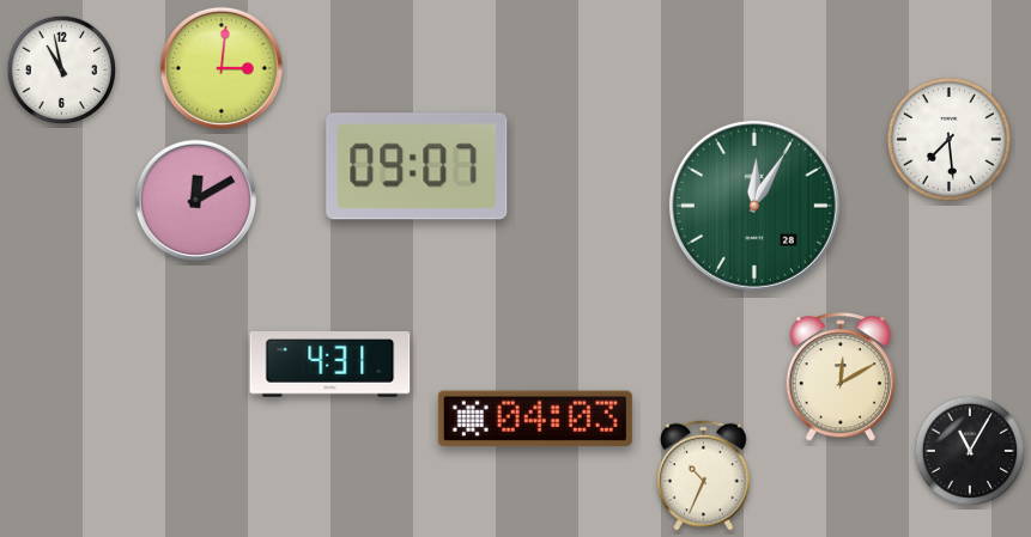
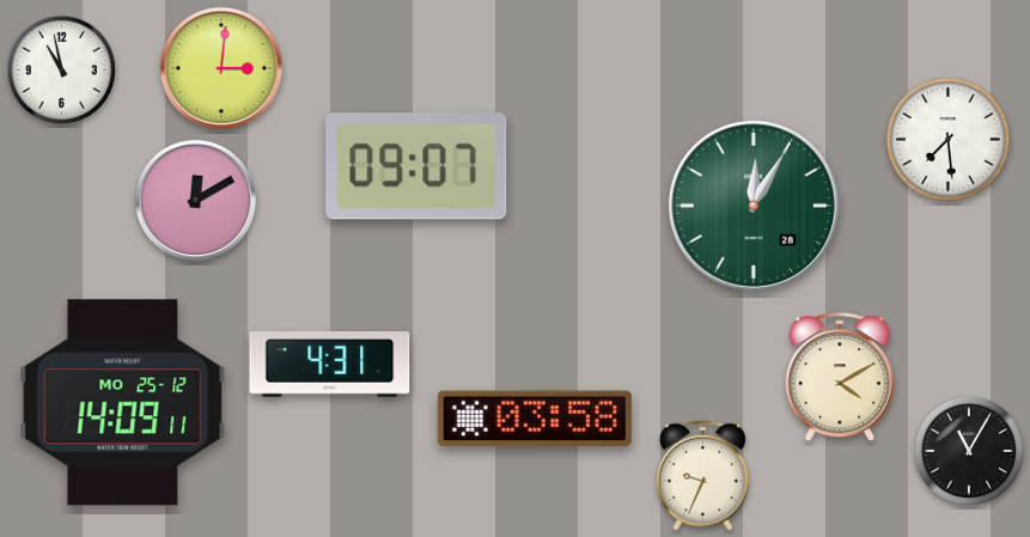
clock at (839, 378): 12:10 -> 4:10
clock at (123, 403): none -> 14:09
clock at (535, 419): 04:03 -> 03:58
clock at (704, 475): 10:34 -> 9:34
